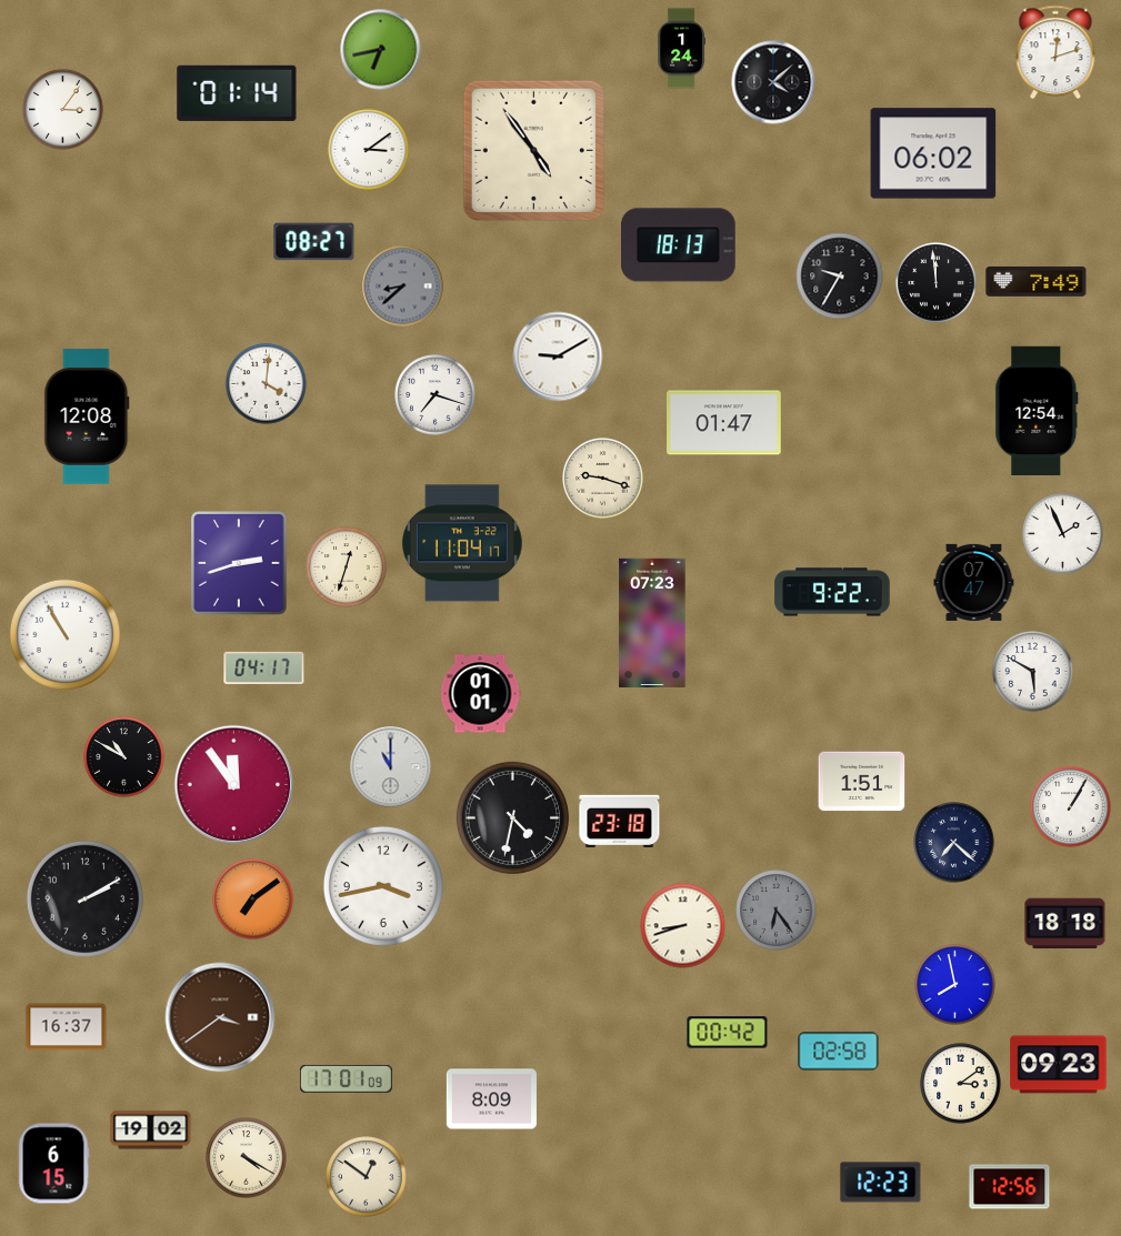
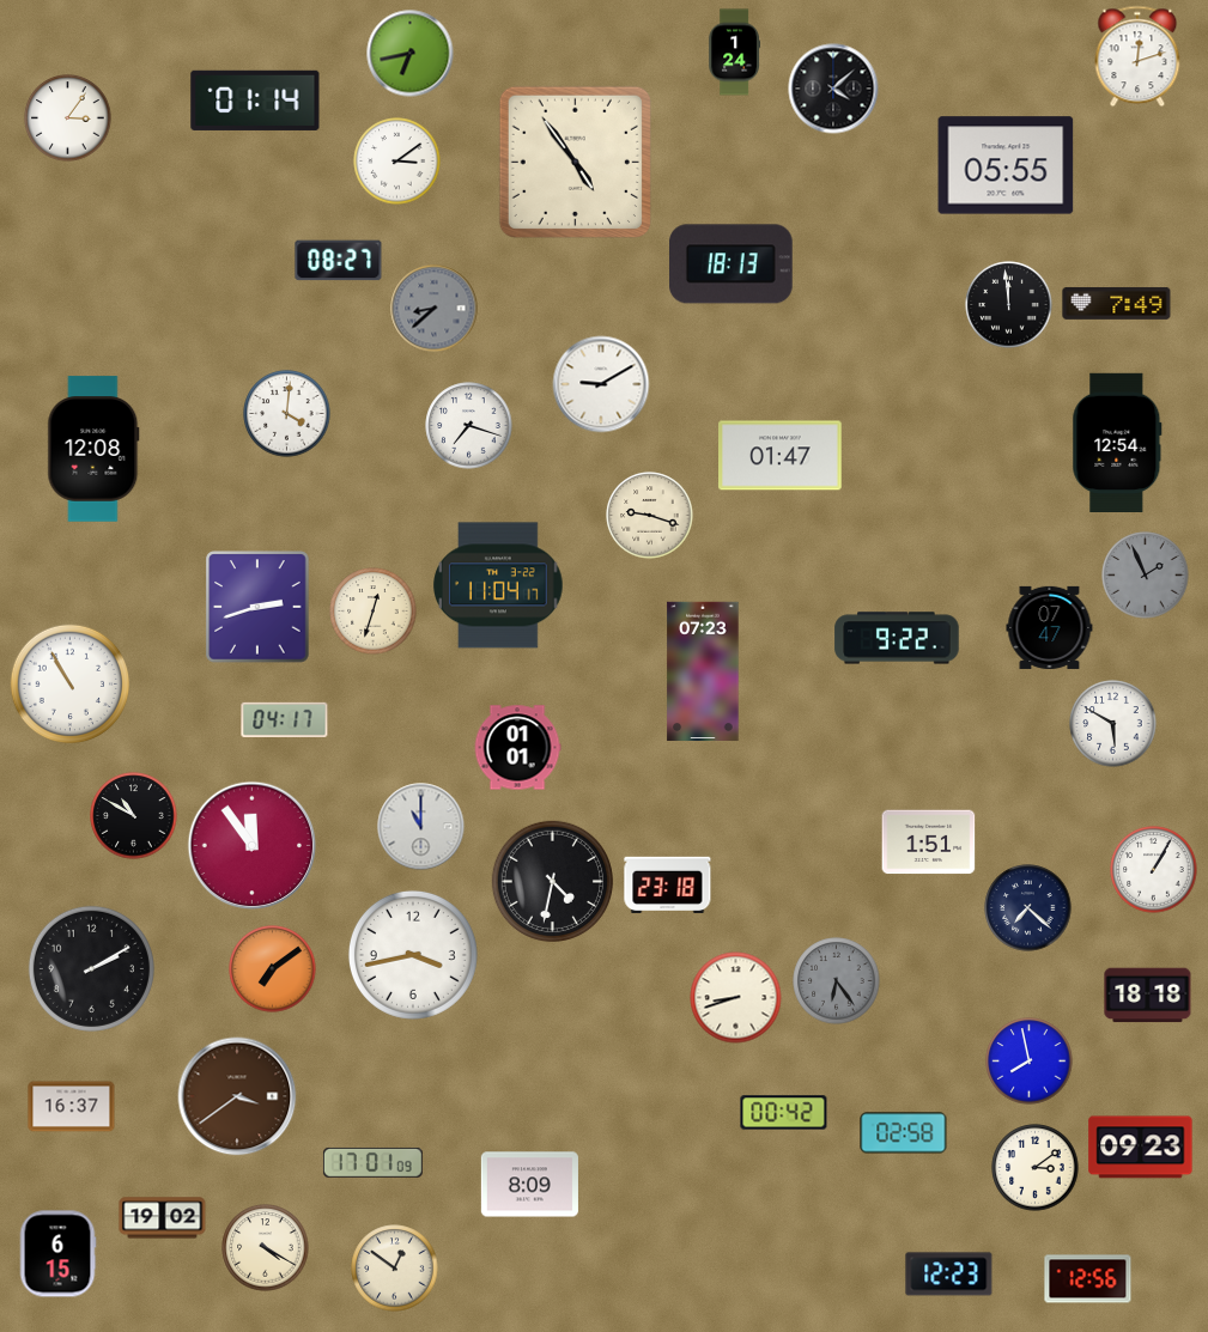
clock at (933, 153): 06:02 -> 05:55
clock at (840, 277): 9:35 -> none
clock at (1063, 534) dial: white -> grey
